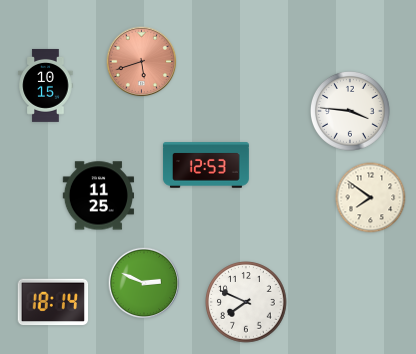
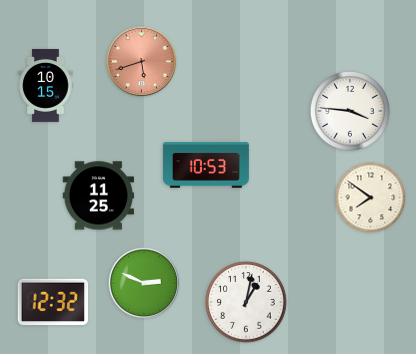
clock at (206, 165): 12:53 -> 10:53
clock at (53, 302): 18:14 -> 12:32
clock at (246, 302): 7:49 -> 1:02
